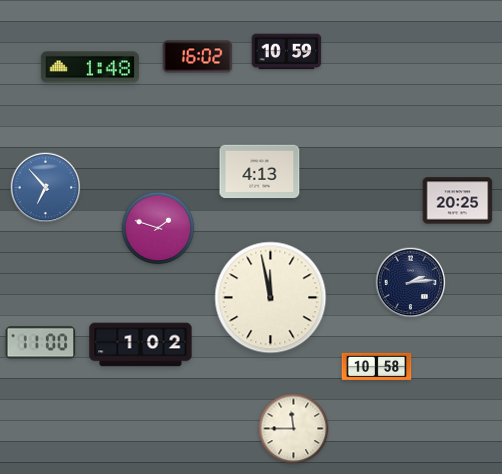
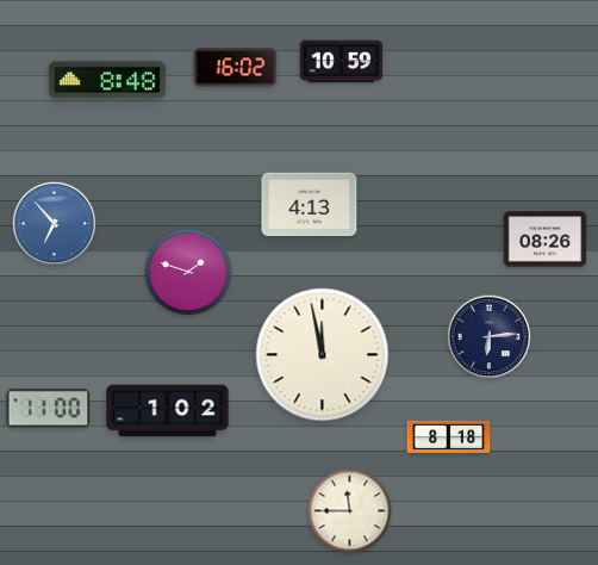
clock at (90, 67): 1:48 -> 8:48
clock at (458, 201): 20:25 -> 08:26
clock at (411, 283): 2:14 -> 6:14
clock at (377, 367): 10:58 -> 8:18
